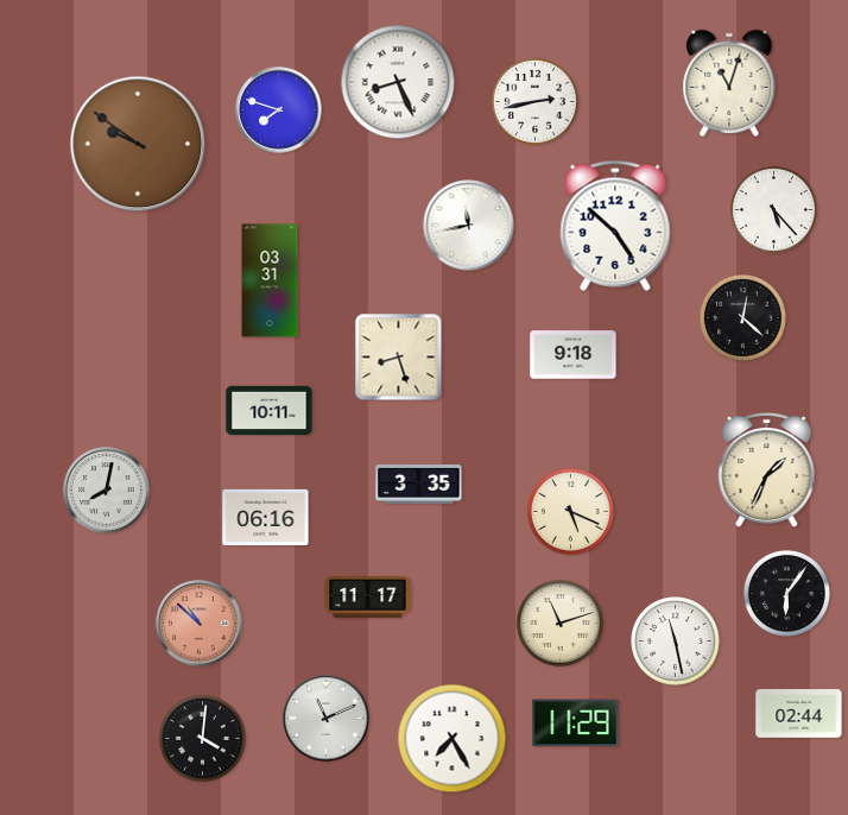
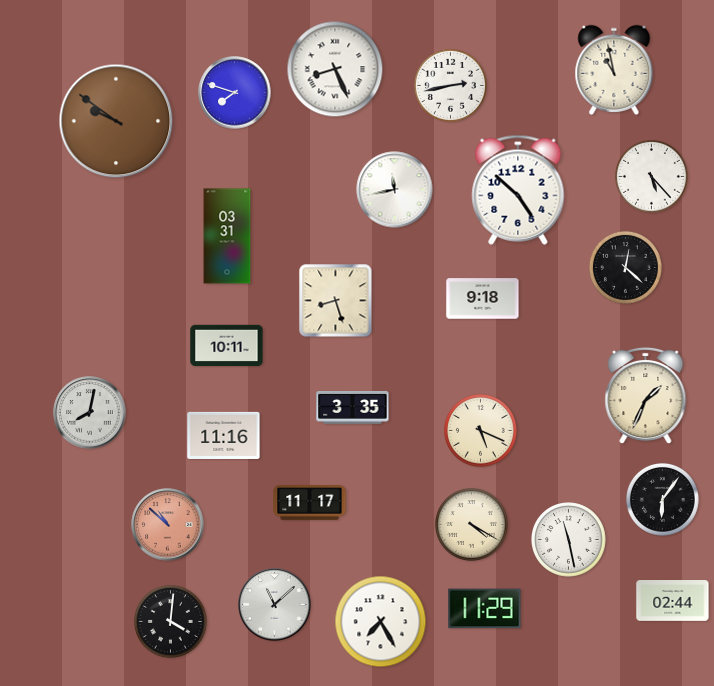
clock at (729, 83): 11:03 -> 10:58
clock at (266, 517): 06:16 -> 11:16
clock at (561, 624): 11:12 -> 4:20
clock at (327, 719): 11:11 -> 11:08
